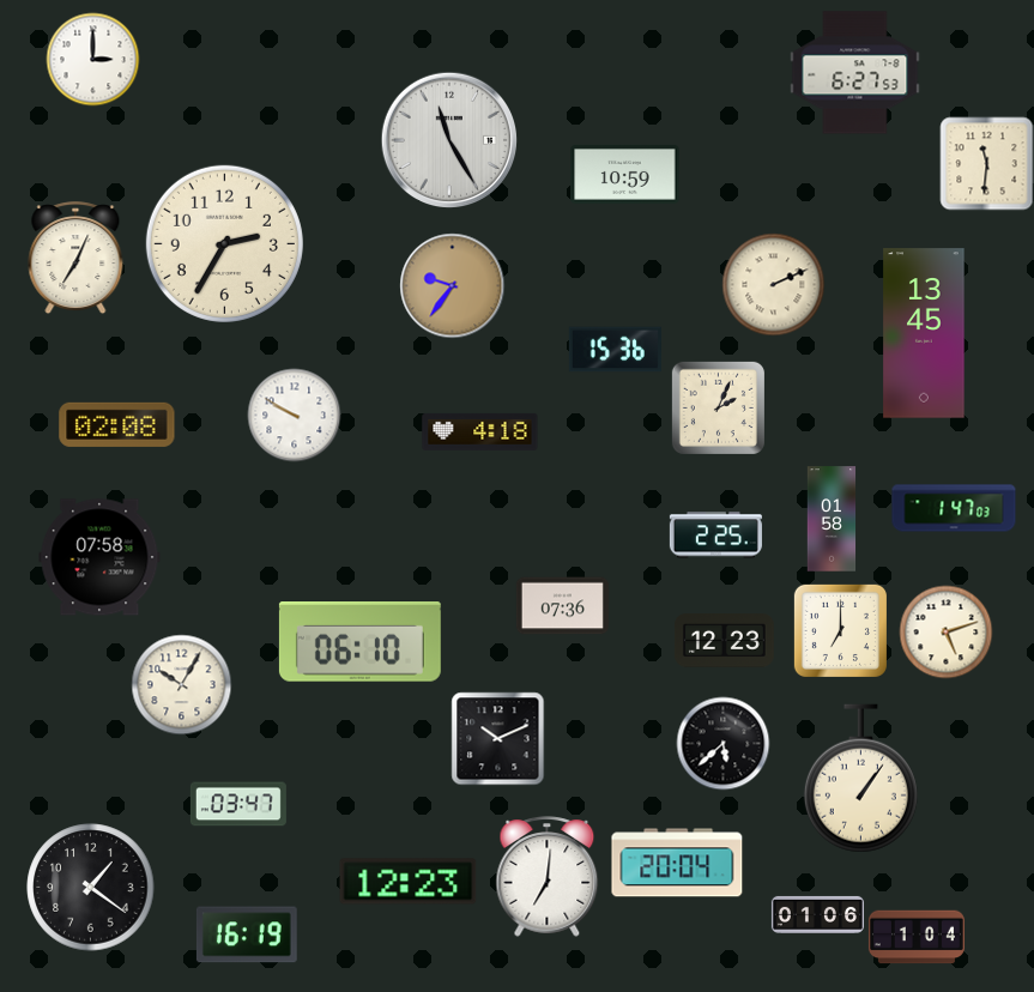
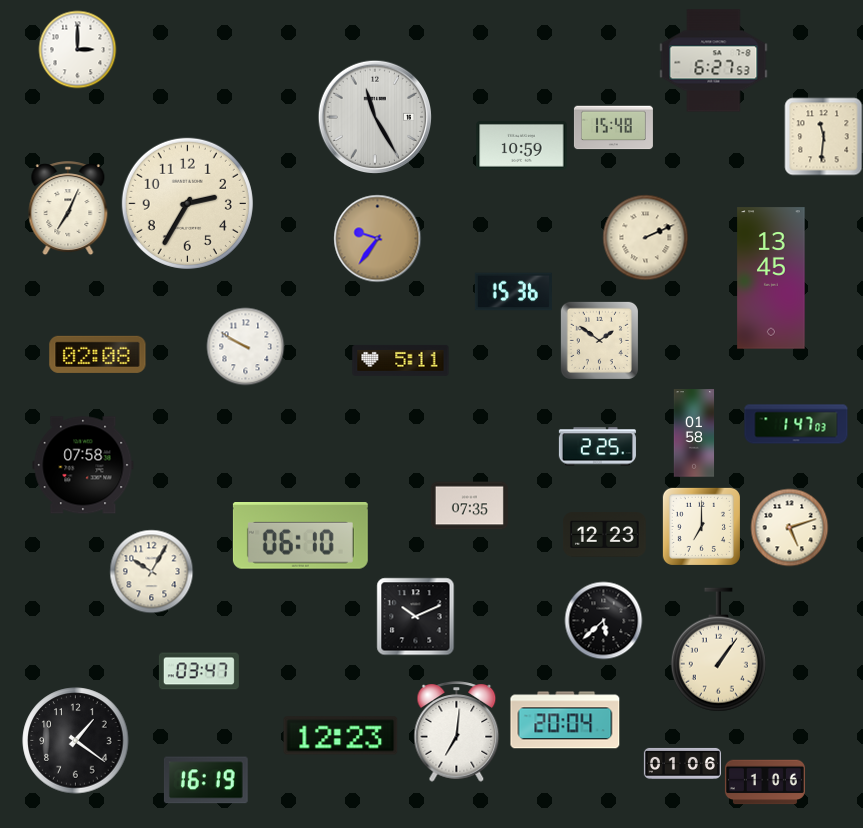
clock at (613, 128): none -> 15:48
clock at (75, 258) position: (75, 258) -> (68, 208)
clock at (718, 407): 2:04 -> 1:51
clock at (480, 431): 4:18 -> 5:11
clock at (562, 606): 07:36 -> 07:35
clock at (917, 937): 1:04 -> 1:06
